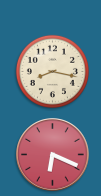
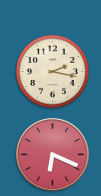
clock at (52, 71): 8:17 -> 2:17
